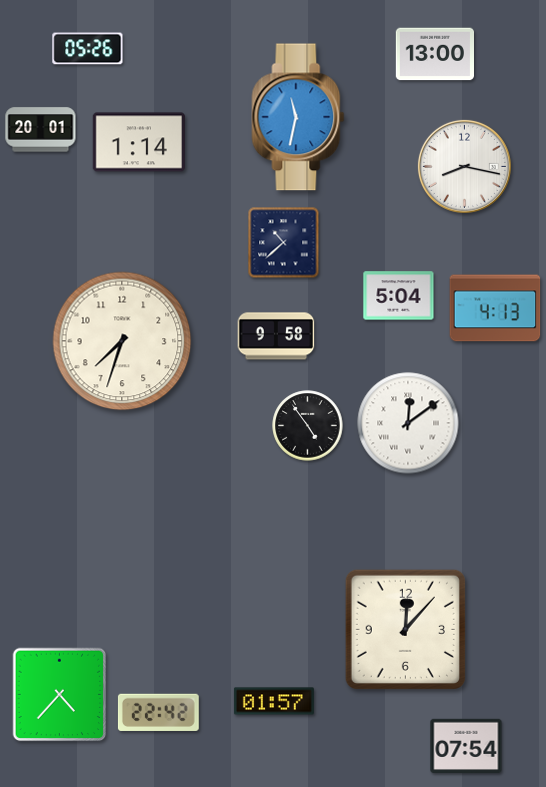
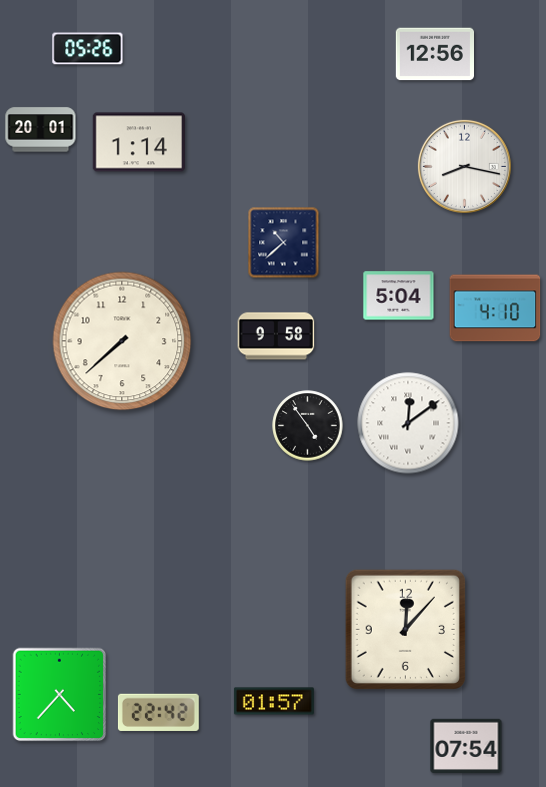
clock at (434, 54): 13:00 -> 12:56
clock at (298, 117): 11:32 -> none
clock at (495, 308): 4:13 -> 4:10
clock at (122, 341): 7:33 -> 7:38
